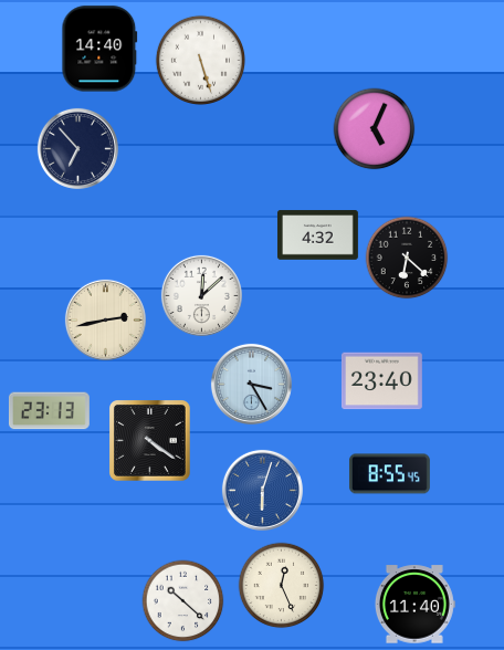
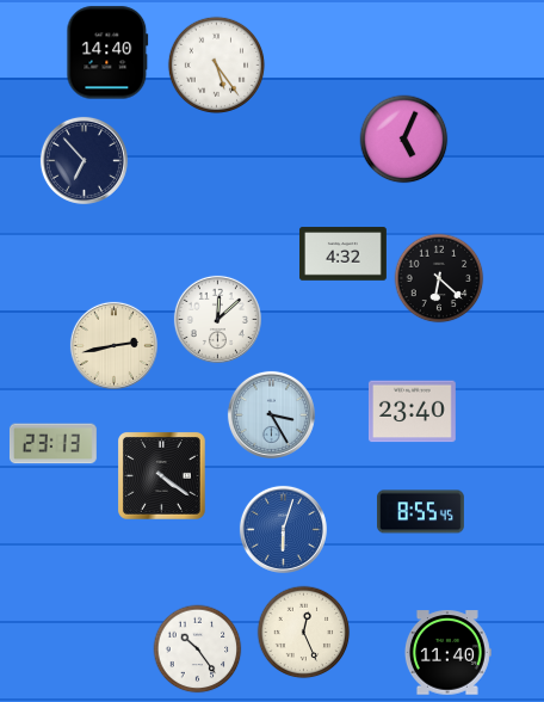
clock at (200, 60): 5:27 -> 5:24
clock at (183, 601): 10:22 -> 10:24
